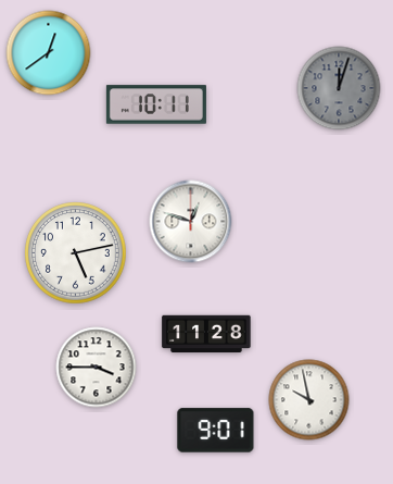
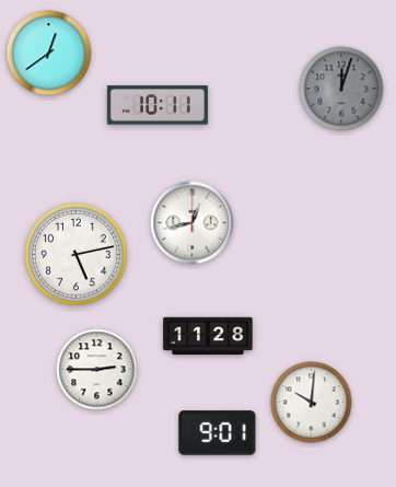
clock at (191, 222): 12:48 -> 12:43
clock at (97, 368): 3:45 -> 2:45
clock at (309, 400): 9:58 -> 10:01
